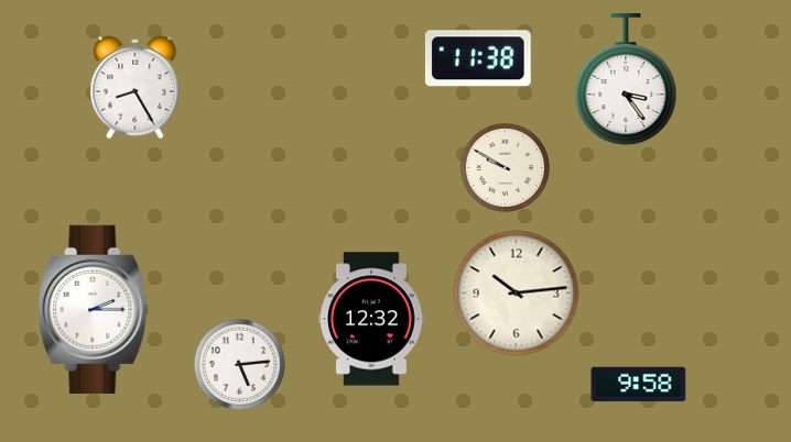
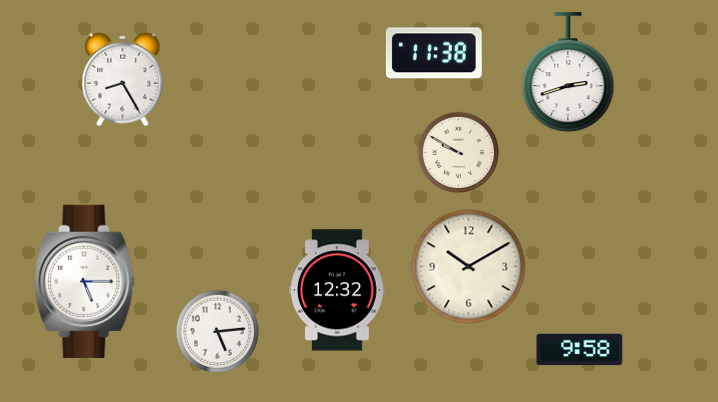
clock at (626, 80): 3:24 -> 2:42
clock at (517, 294): 10:14 -> 10:10
clock at (94, 309): 2:15 -> 5:15
